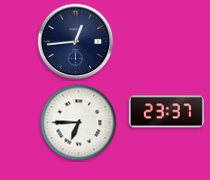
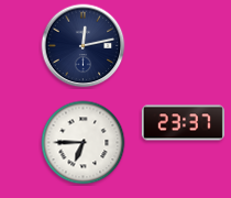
clock at (76, 42): 12:44 -> 12:13
clock at (79, 123) position: (79, 123) -> (84, 143)
